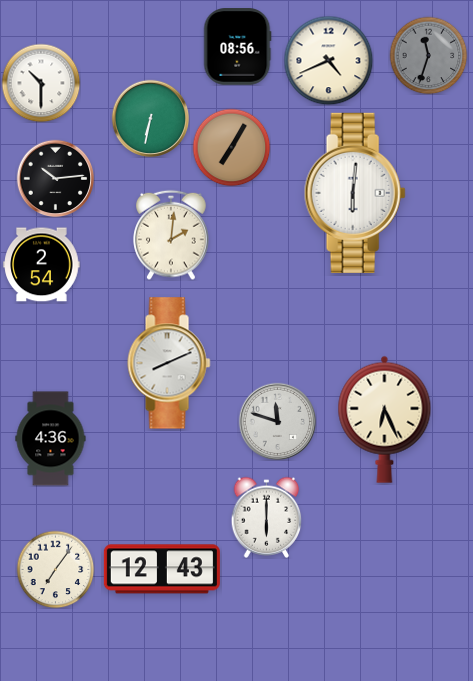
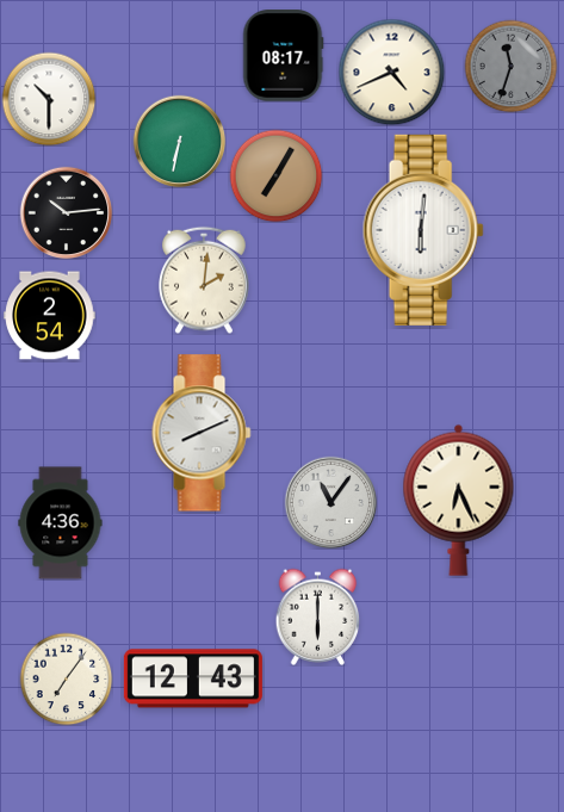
clock at (237, 47): 08:56 -> 08:17
clock at (277, 421): 11:48 -> 11:06
